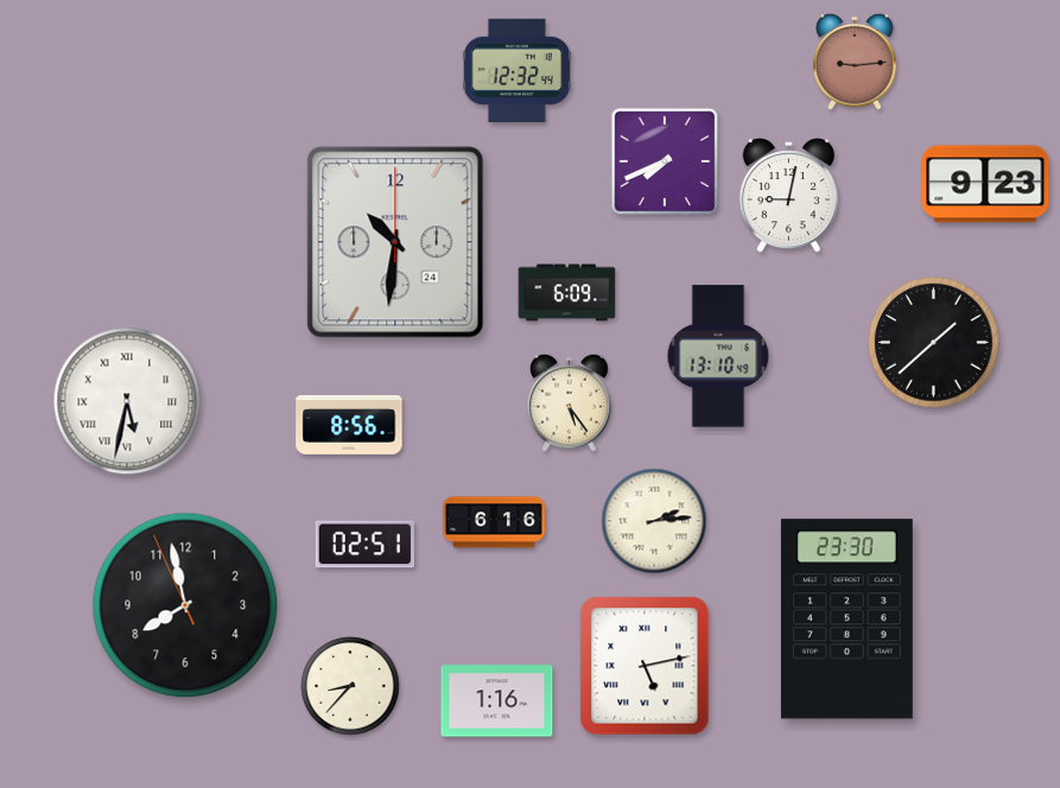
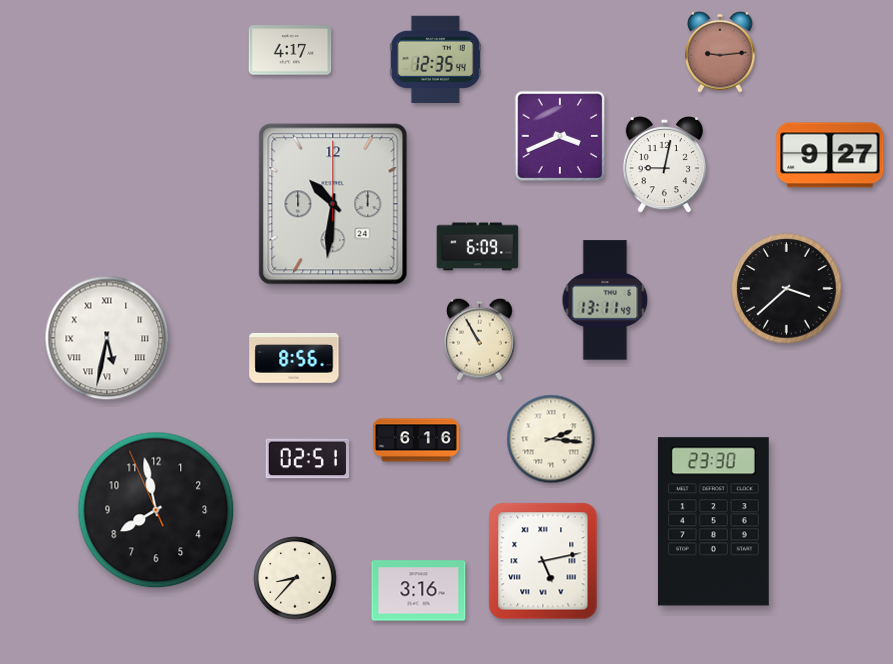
clock at (290, 50): none -> 4:17
clock at (516, 70): 12:32 -> 12:35
clock at (665, 161): 7:41 -> 3:41
clock at (985, 184): 9:23 -> 9:27
clock at (934, 343): 1:38 -> 3:38
clock at (718, 356): 13:10 -> 13:11
clock at (570, 402): 5:24 -> 10:55
clock at (654, 521): 2:14 -> 2:16
clock at (497, 701): 1:16 -> 3:16
